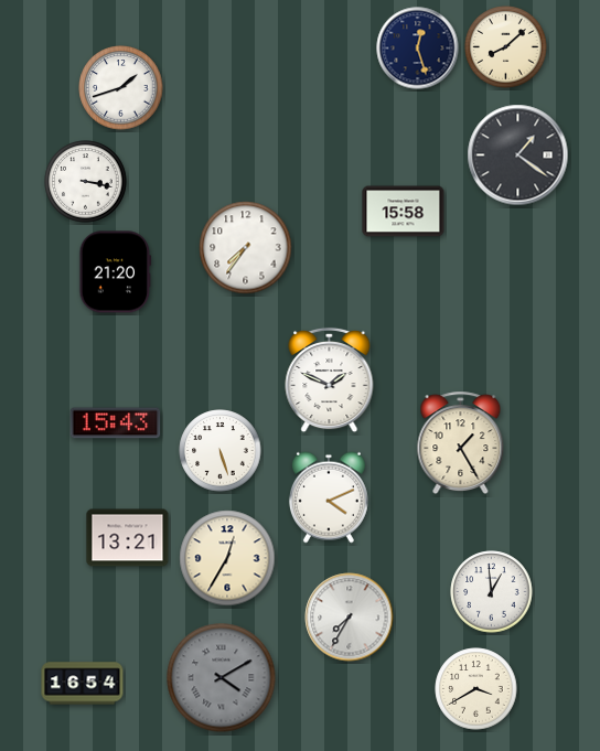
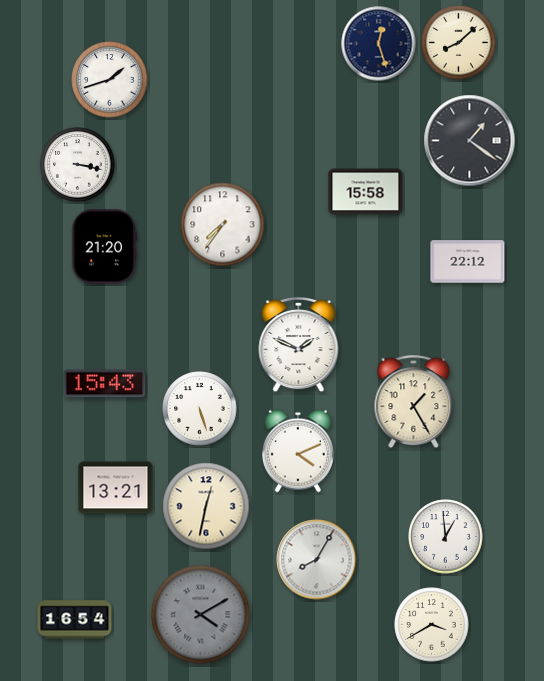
clock at (468, 262): none -> 22:12
clock at (461, 443) position: (461, 443) -> (414, 402)
clock at (227, 558): 12:35 -> 12:32
clock at (350, 618): 7:35 -> 8:05
